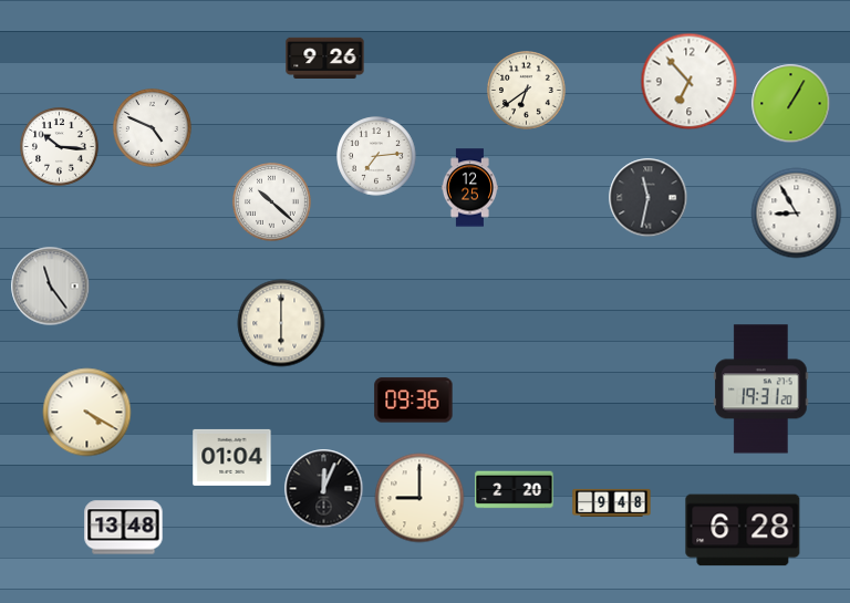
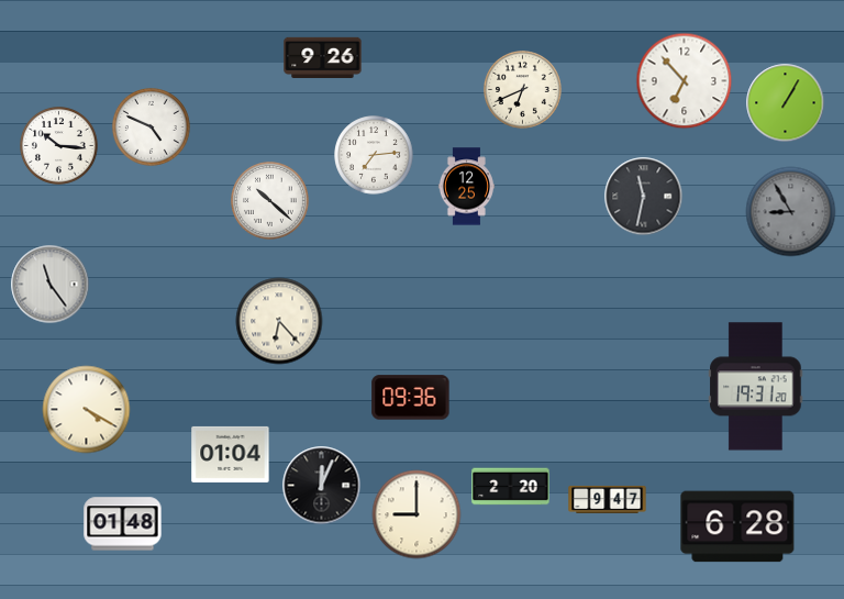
clock at (527, 91): 6:39 -> 6:41
clock at (797, 214) dial: white -> grey
clock at (281, 323): 6:00 -> 6:23
clock at (419, 498) position: (419, 498) -> (417, 514)
clock at (612, 502): 9:48 -> 9:47
clock at (124, 528): 13:48 -> 01:48
